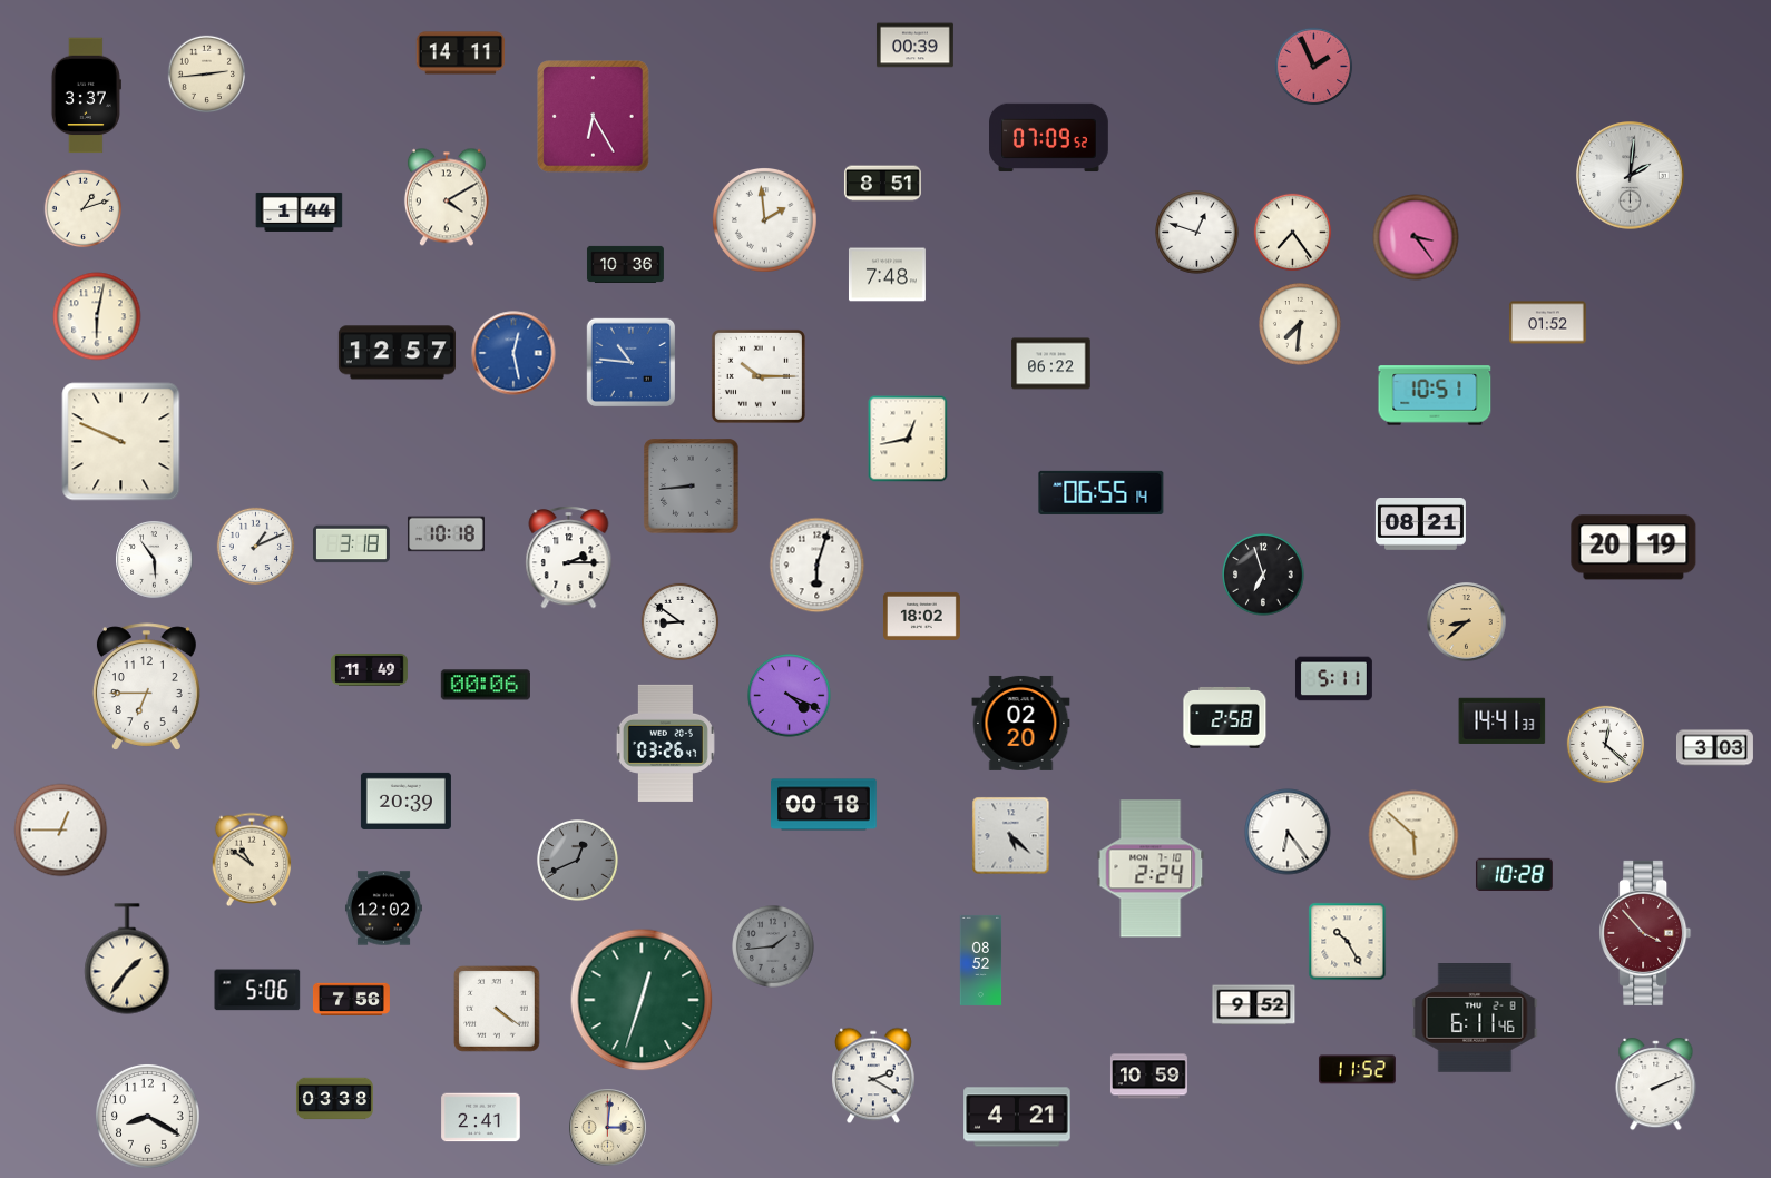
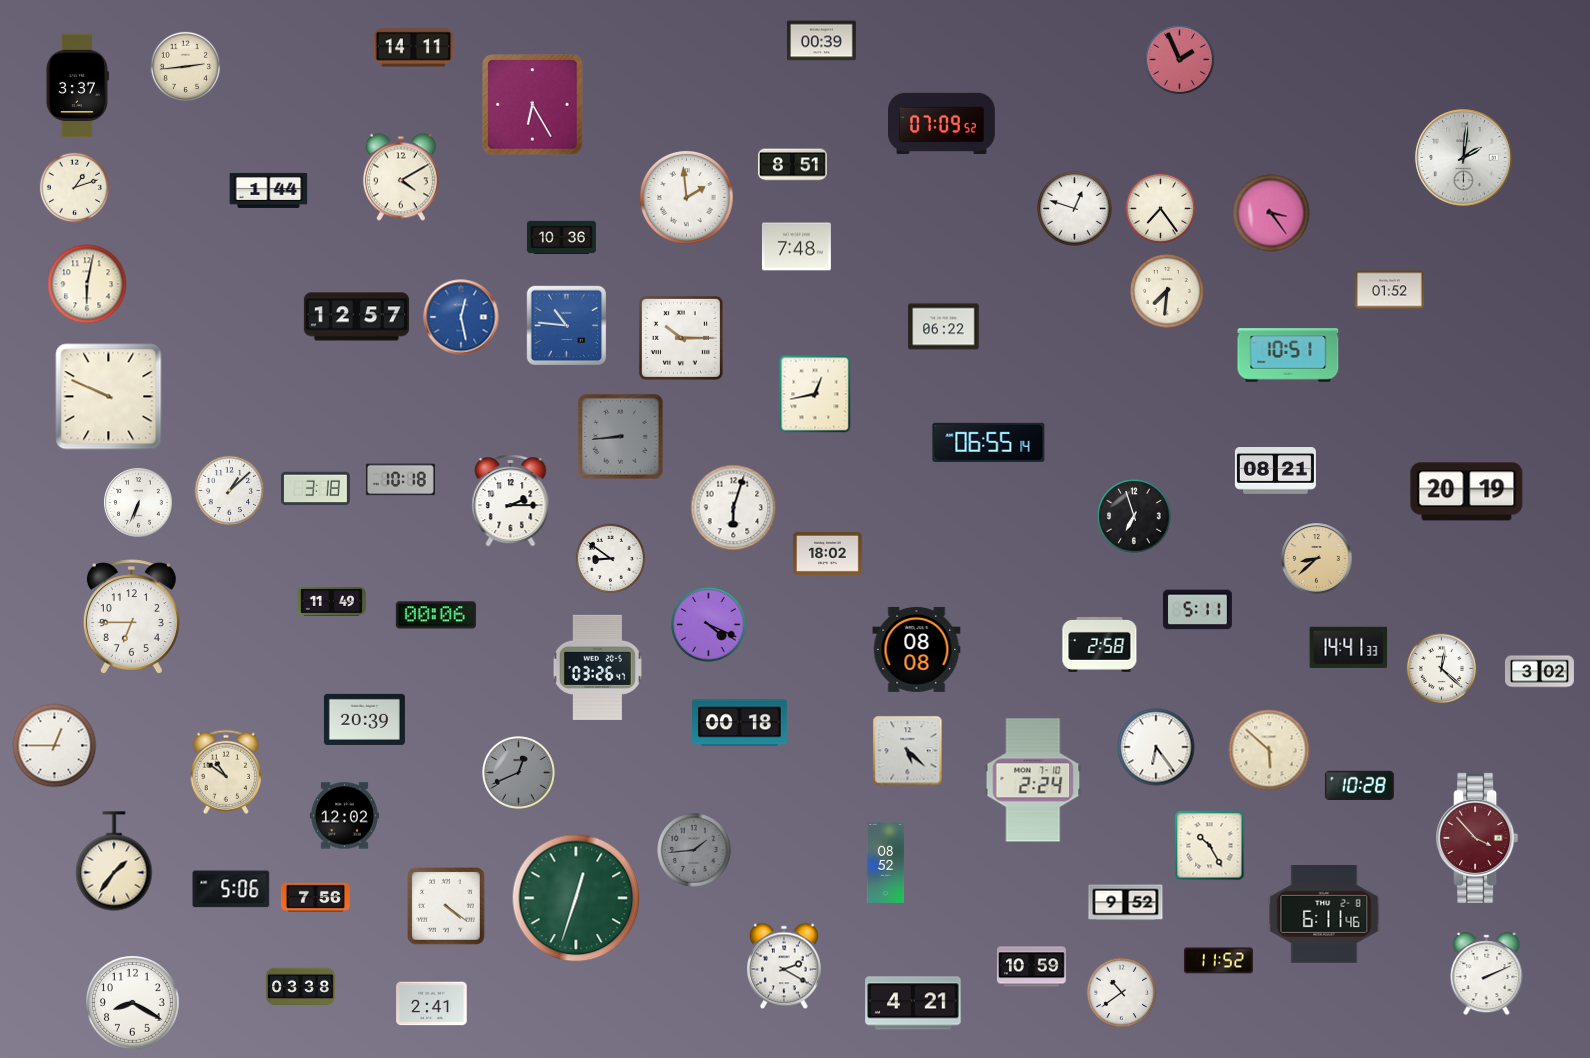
clock at (256, 547): 1:11 -> 1:08
clock at (155, 560): 5:54 -> 6:34
clock at (1021, 723): 02:20 -> 08:08
clock at (1714, 748): 3:03 -> 3:02
clock at (981, 960) position: (981, 960) -> (886, 862)
clock at (1122, 993): none -> 10:39
clock at (608, 1128): 3:01 -> none
